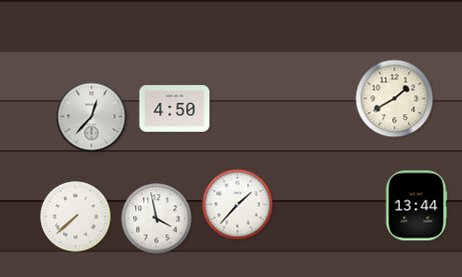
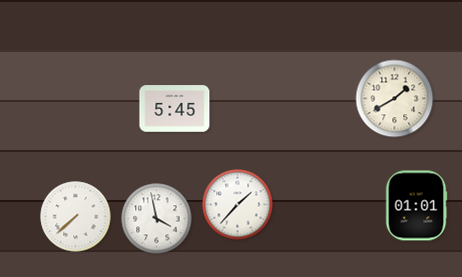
clock at (175, 109): 4:50 -> 5:45
clock at (92, 117): 12:37 -> none
clock at (416, 206): 13:44 -> 01:01
